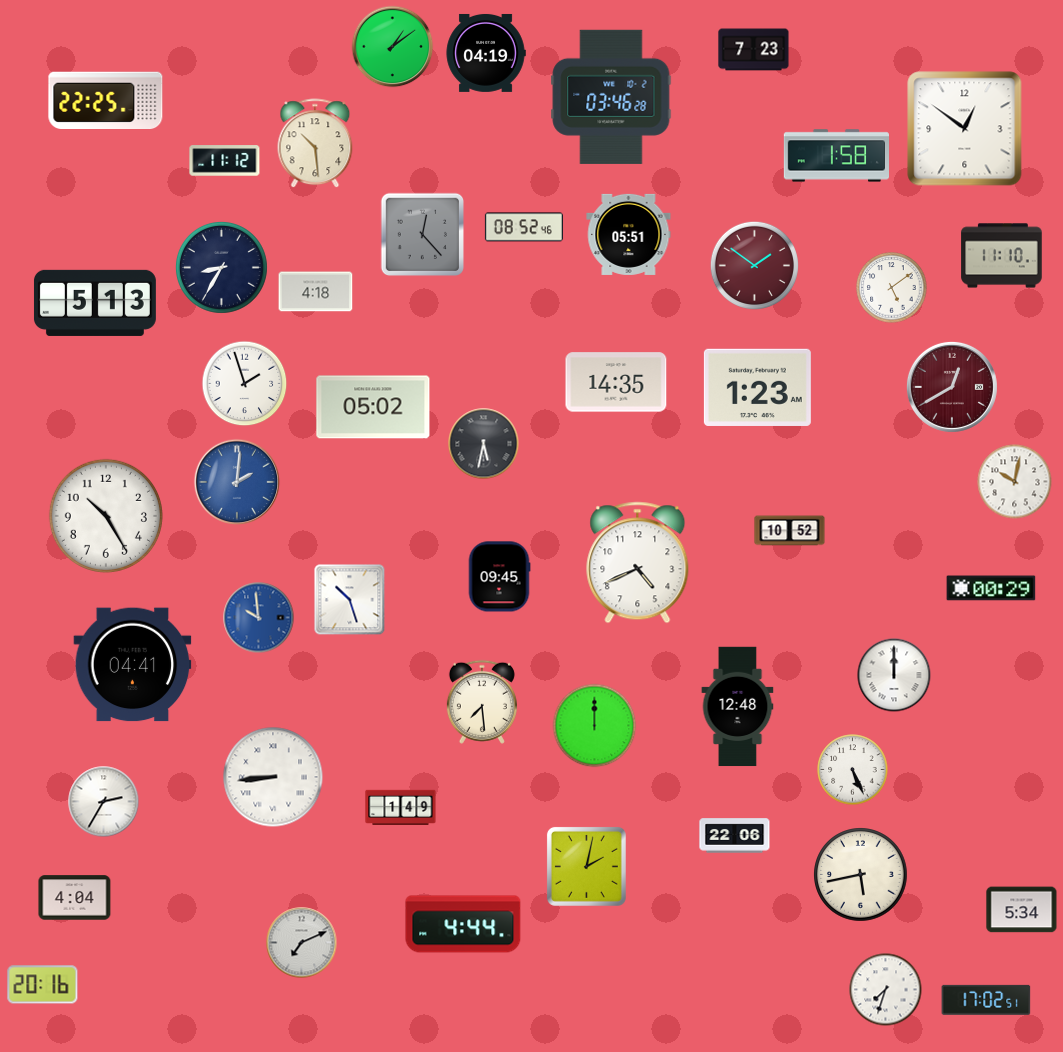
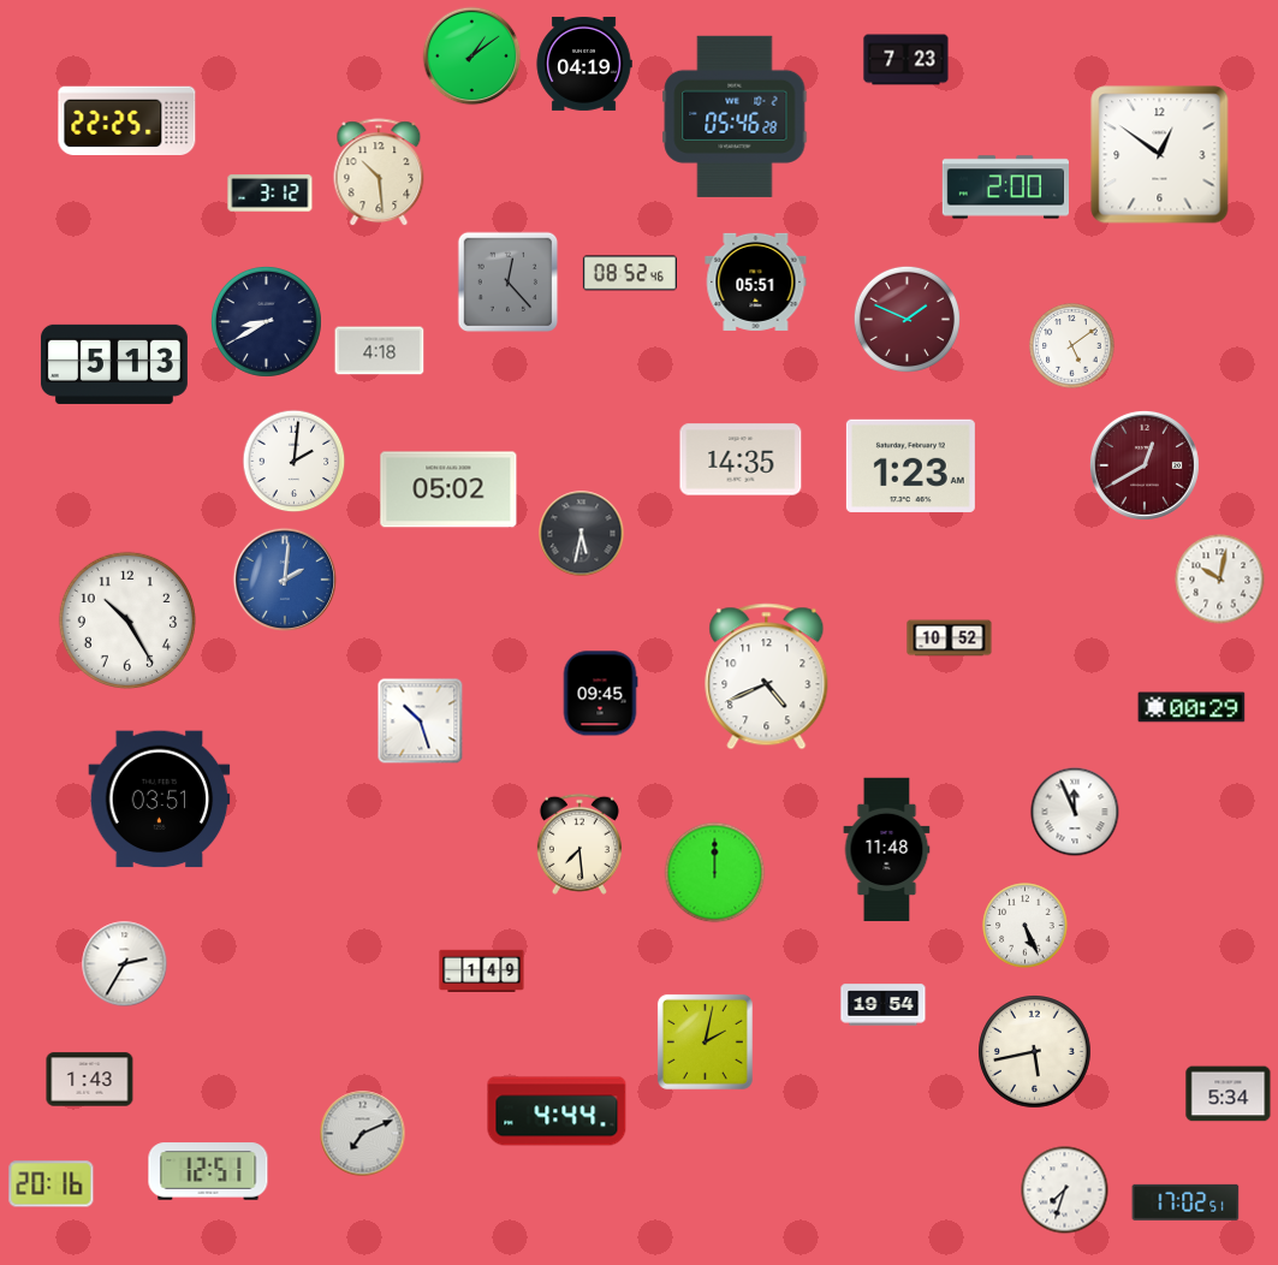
clock at (611, 97): 03:46 -> 05:46
clock at (837, 156): 1:58 -> 2:00
clock at (225, 161): 11:12 -> 3:12
clock at (1002, 256): 11:10 -> none
clock at (754, 265): 1:51 -> 1:49
clock at (221, 267): 8:35 -> 8:40
clock at (245, 384): 1:57 -> 2:01
clock at (259, 618): 9:59 -> none
clock at (133, 665): 04:41 -> 03:51
clock at (894, 675): 12:00 -> 11:56
clock at (738, 707): 12:48 -> 11:48
clock at (273, 777): 8:44 -> none
clock at (735, 836): 22:06 -> 19:54
clock at (75, 898): 4:04 -> 1:43
clock at (208, 1171): none -> 12:51
